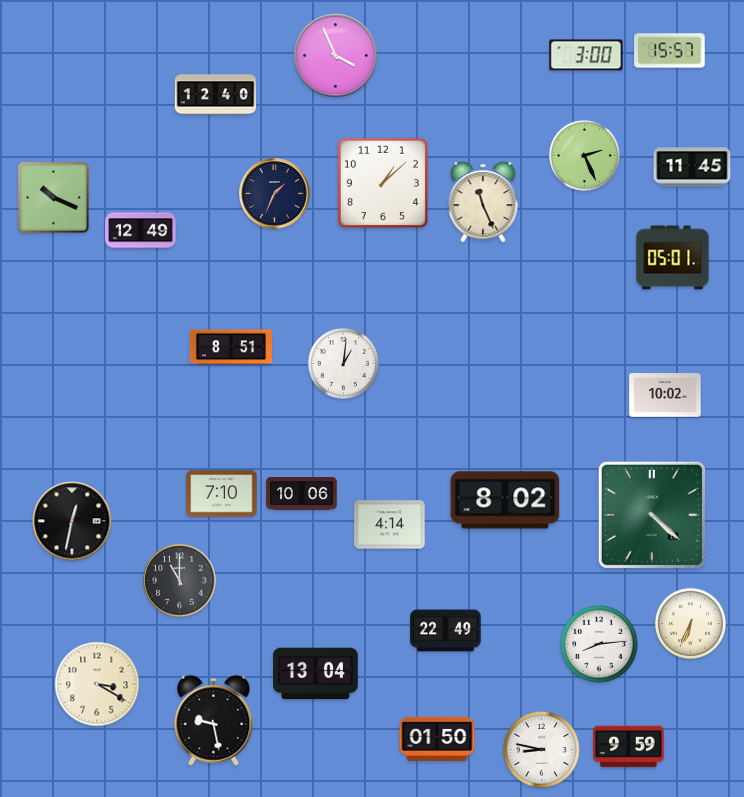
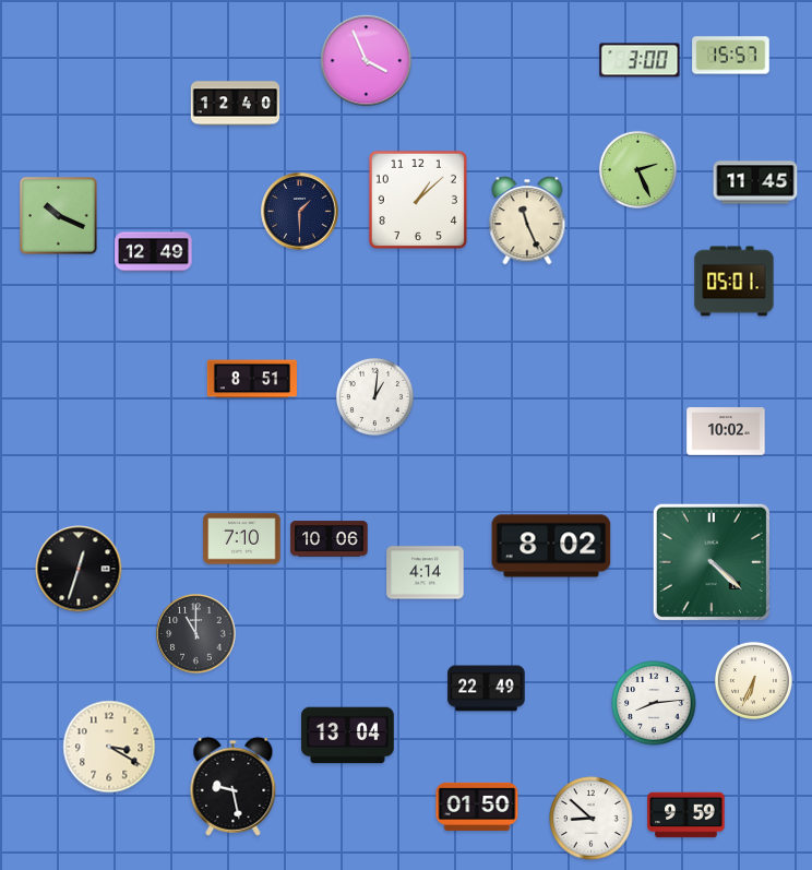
clock at (275, 194): 1:34 -> 1:30
clock at (72, 521): 12:32 -> 12:33
clock at (316, 674) position: (316, 674) -> (348, 736)
clock at (97, 684) position: (97, 684) -> (109, 747)
clock at (542, 750): 8:47 -> 8:52
